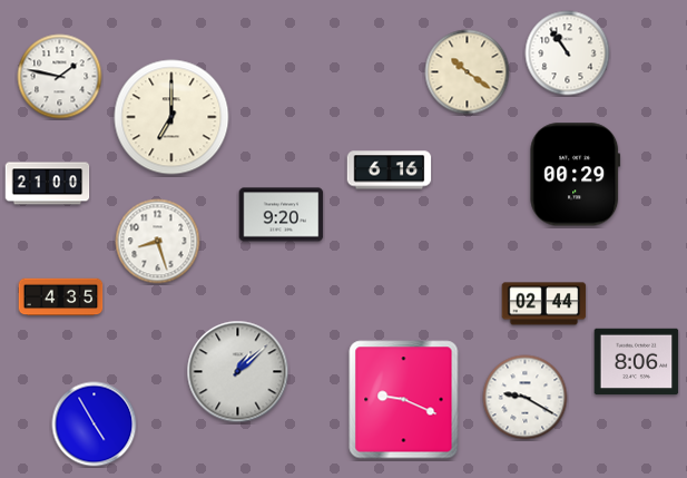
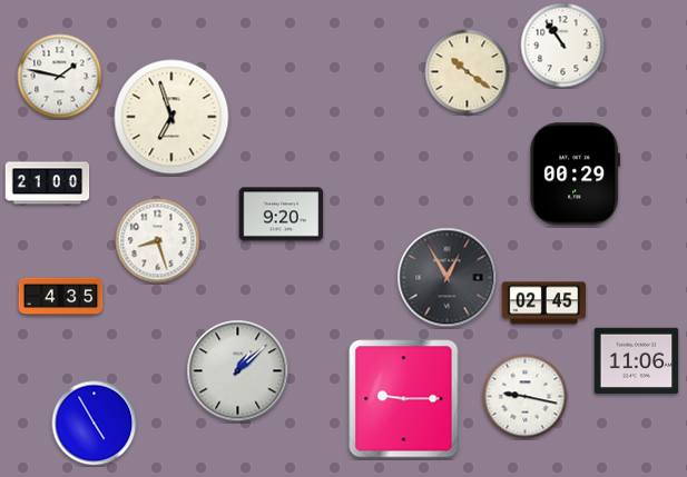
clock at (568, 53) position: (568, 53) -> (563, 46)
clock at (171, 117): 7:00 -> 6:57
clock at (390, 170): 6:16 -> none
clock at (448, 278): none -> 12:55
clock at (544, 304): 02:44 -> 02:45
clock at (637, 362): 8:06 -> 11:06
clock at (526, 398): 9:20 -> 9:17
clock at (404, 400): 9:19 -> 9:15
